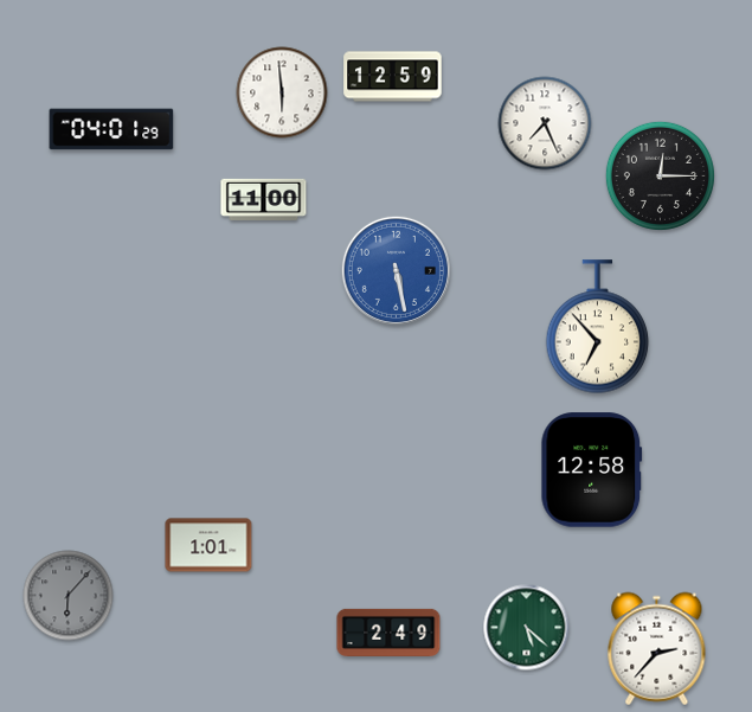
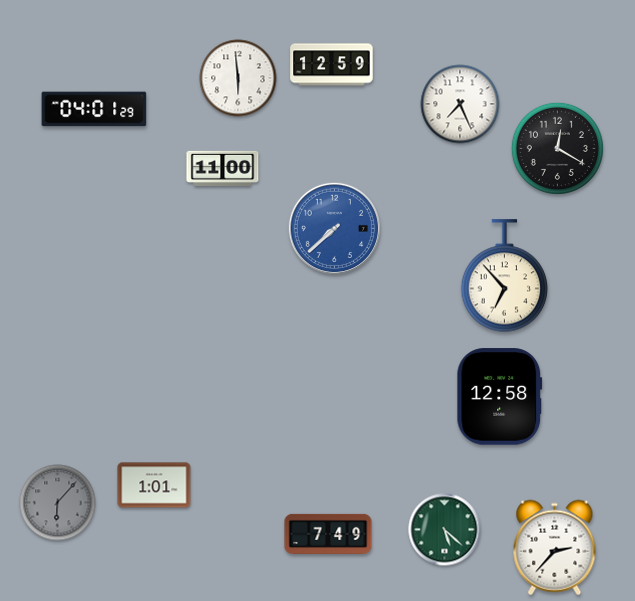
clock at (660, 175): 12:15 -> 12:20
clock at (396, 270): 5:28 -> 7:38
clock at (208, 545) position: (208, 545) -> (154, 485)
clock at (388, 633): 2:49 -> 7:49
